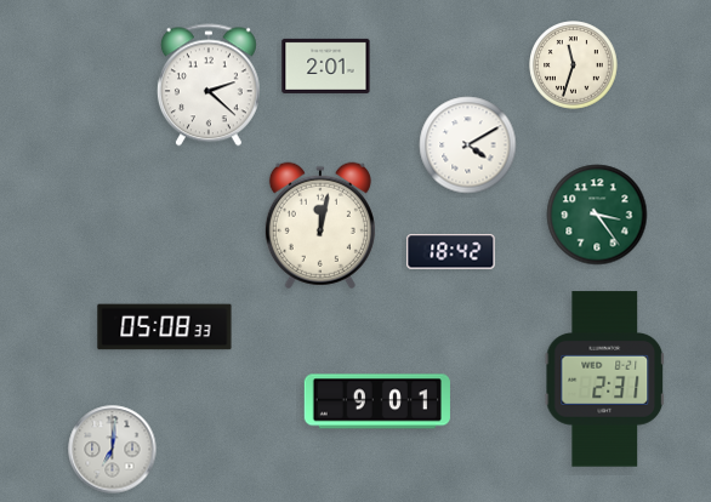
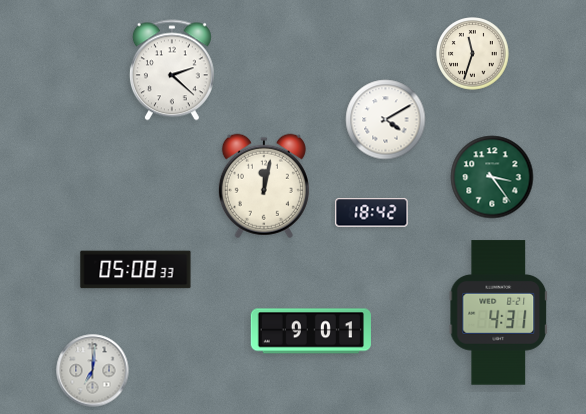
clock at (326, 65): 2:01 -> none
clock at (451, 252) position: (451, 252) -> (372, 213)
clock at (605, 380): 2:31 -> 4:31
